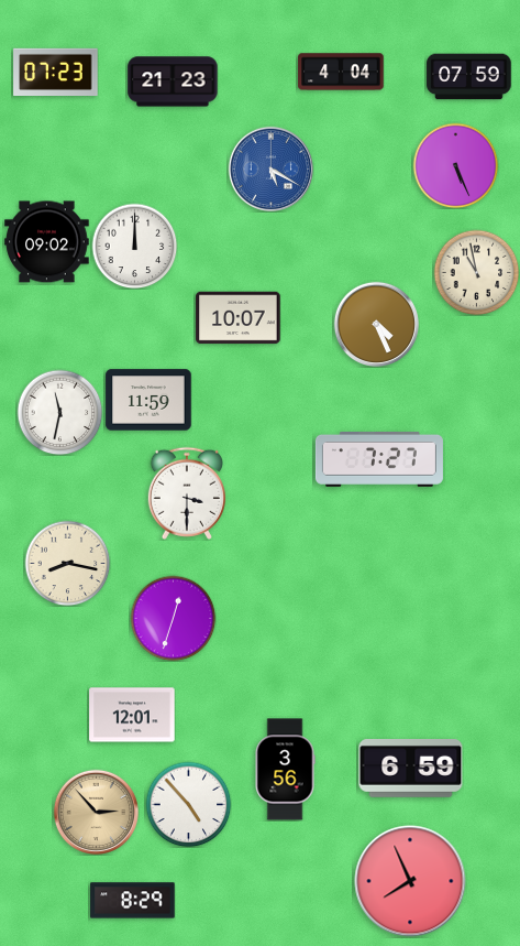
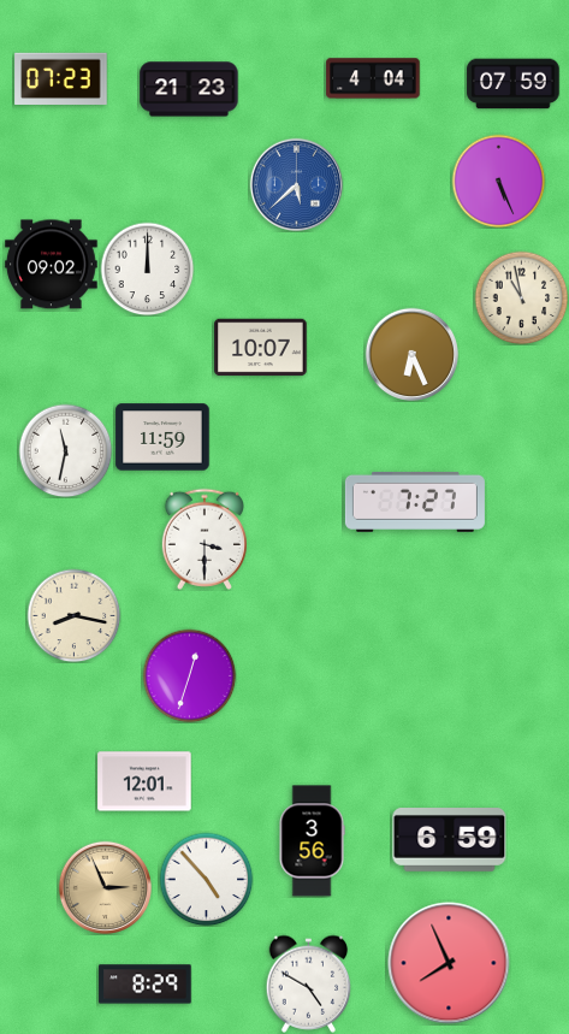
clock at (270, 168): 5:20 -> 5:38
clock at (376, 324): 4:26 -> 6:26
clock at (96, 812): 2:53 -> 2:56
clock at (309, 983): none -> 4:50
